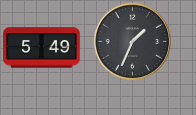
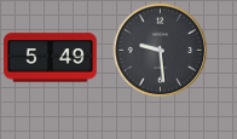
clock at (132, 41): 1:34 -> 9:29
